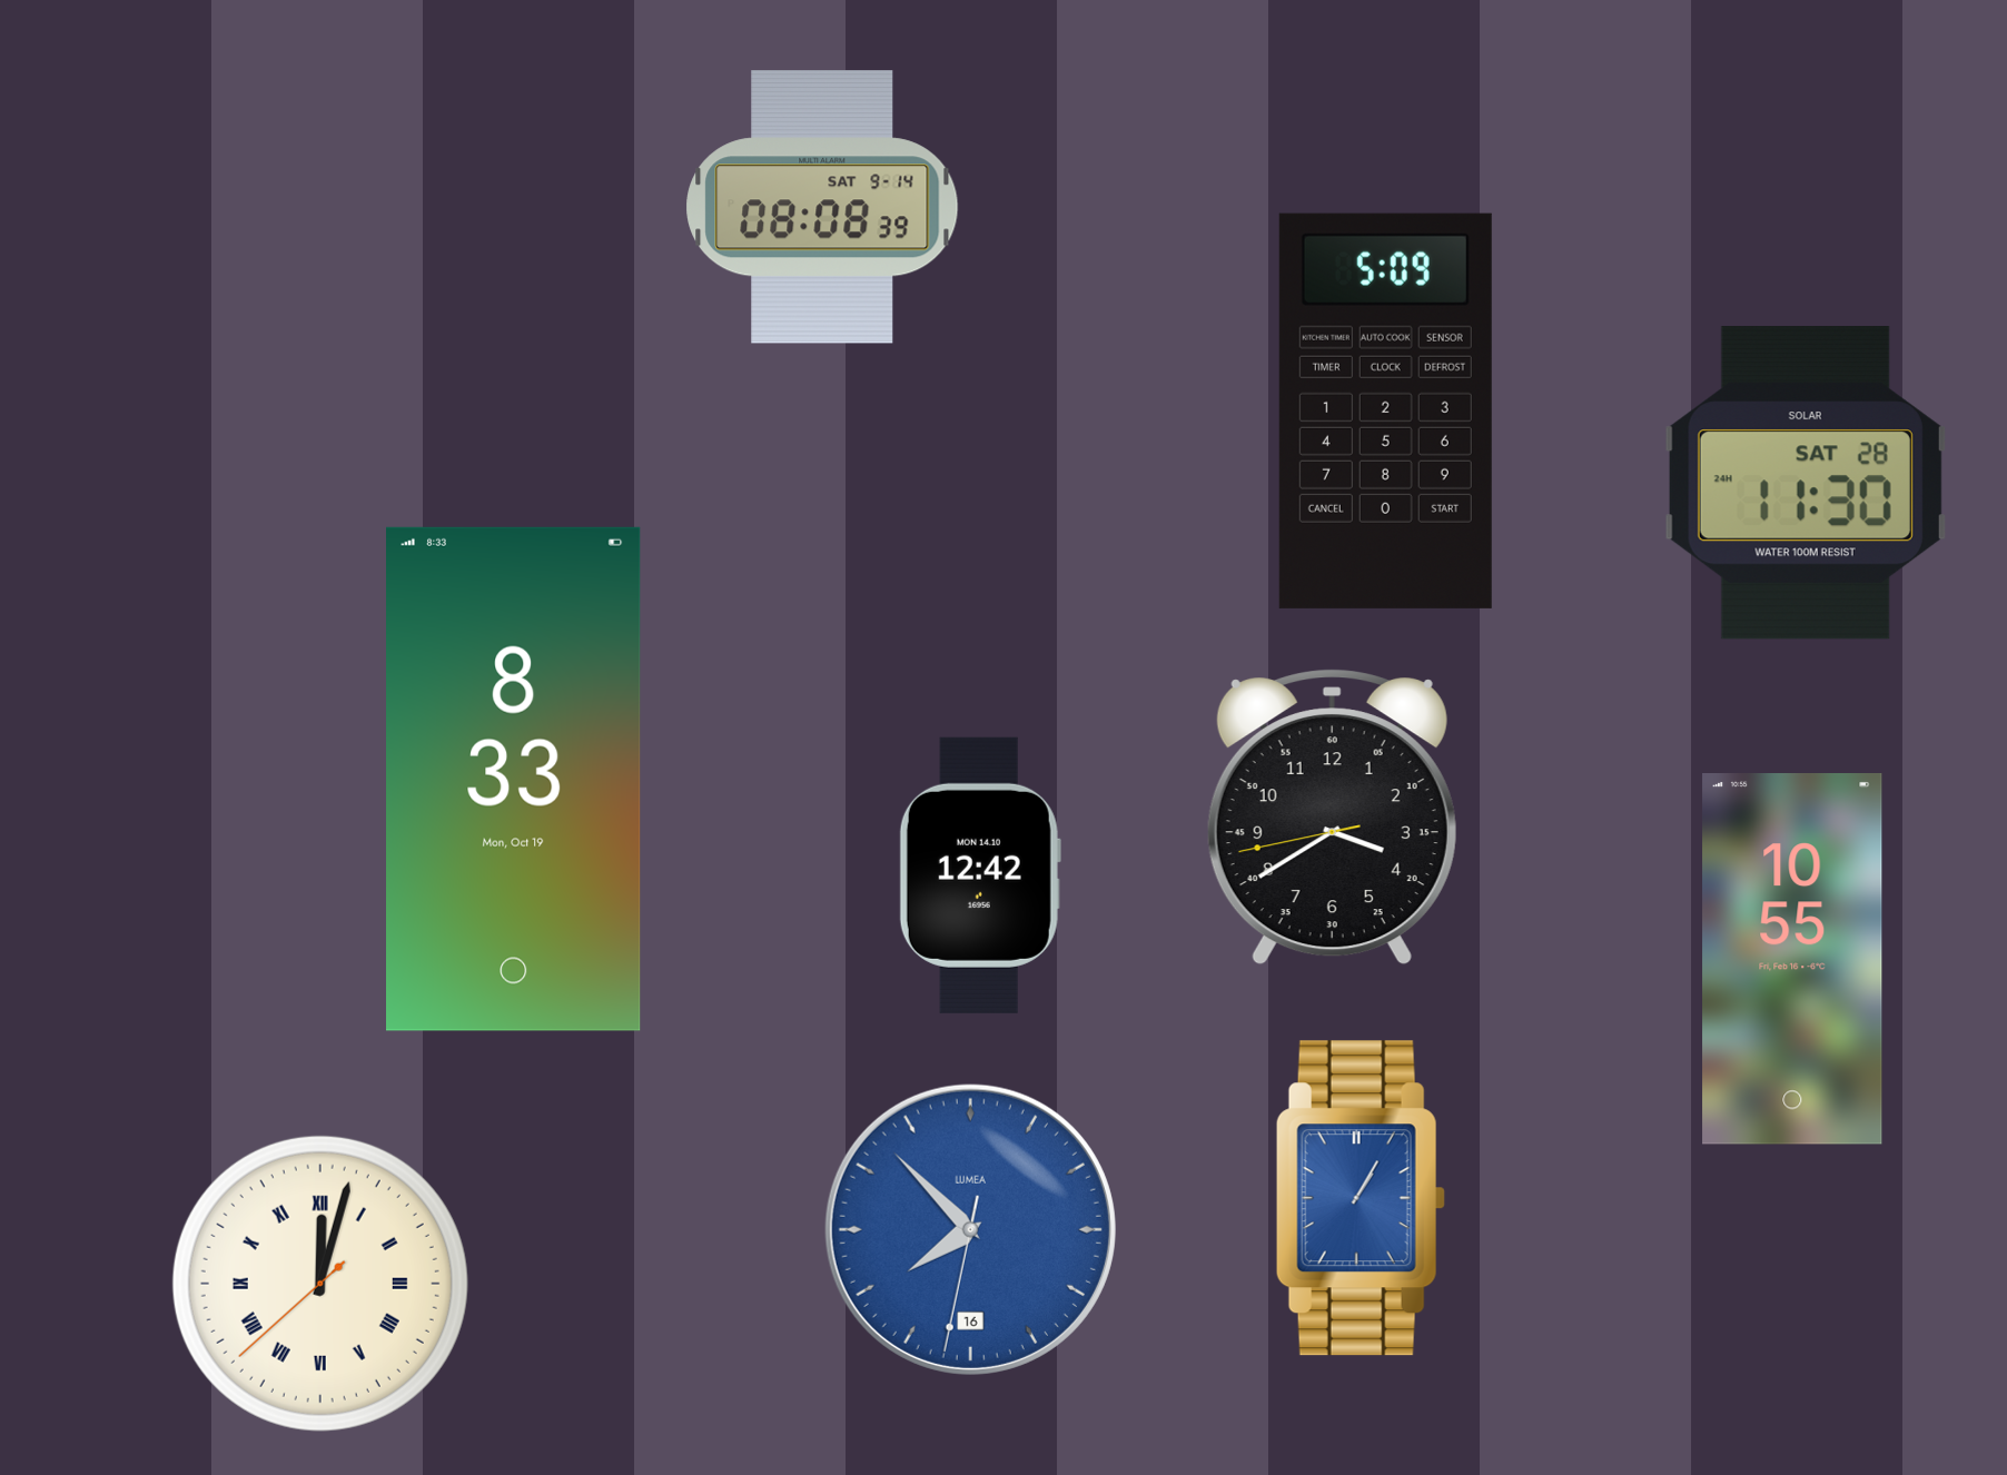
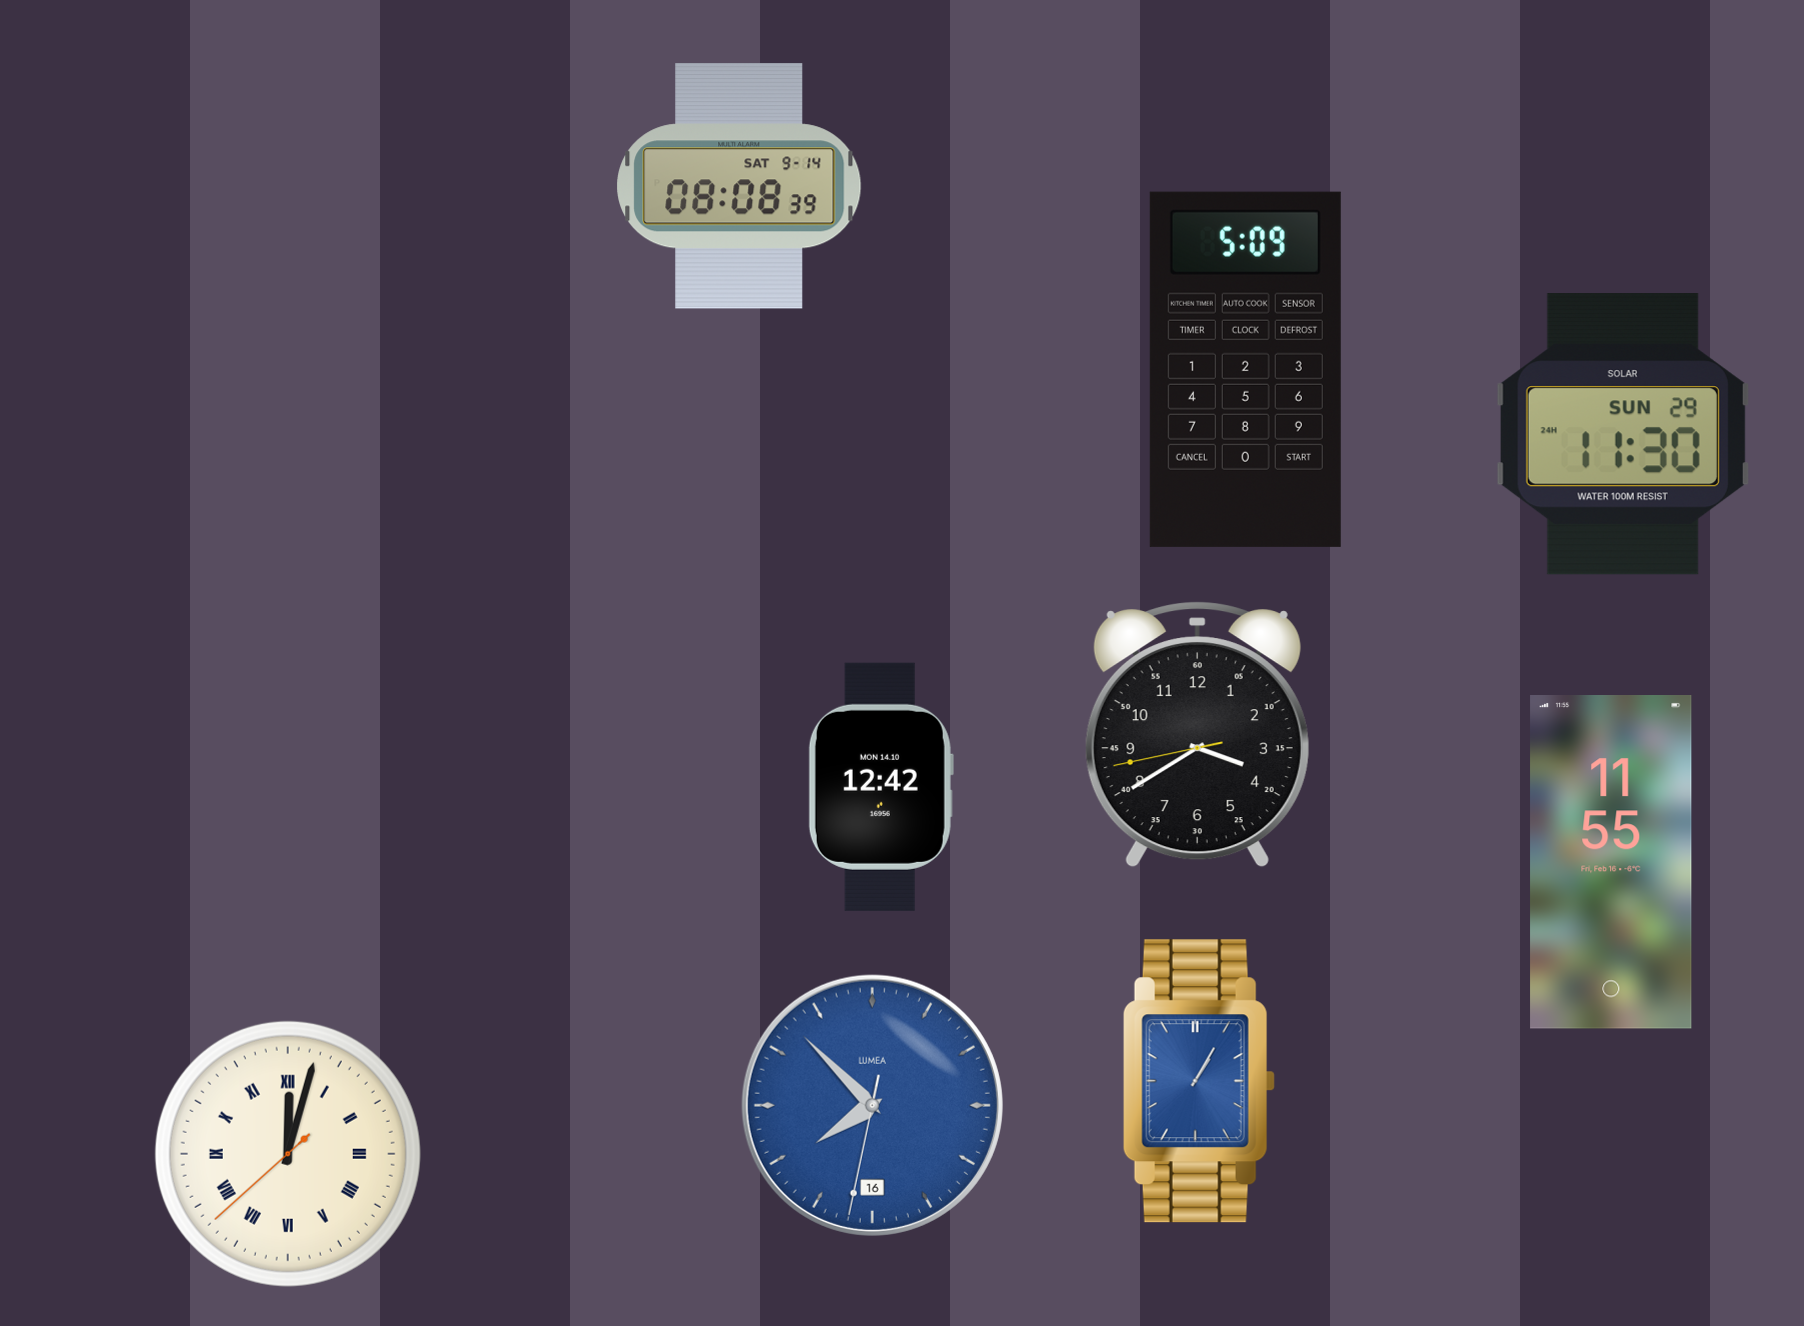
clock at (1806, 483) date: SAT 28 -> SUN 29
clock at (514, 779): 8:33 -> none
clock at (1792, 960): 10:55 -> 11:55
clock at (1361, 1198) position: (1361, 1198) -> (1199, 1081)
